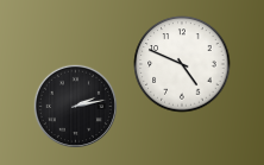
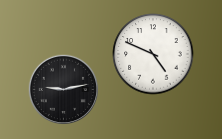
clock at (75, 106): 2:13 -> 9:13
